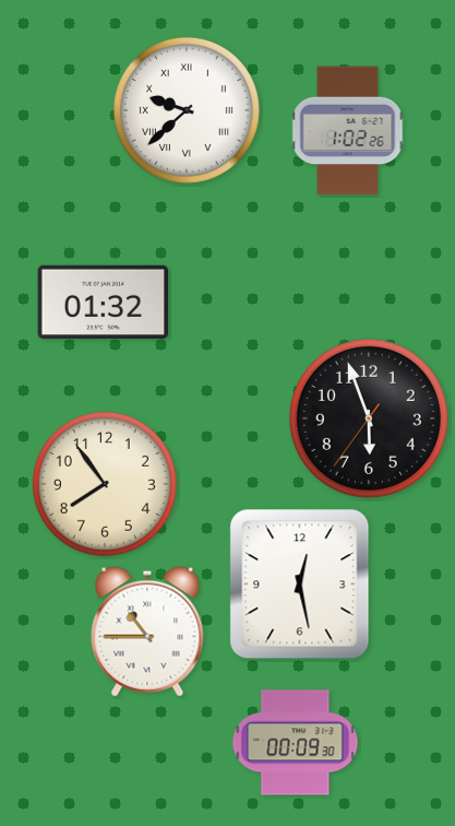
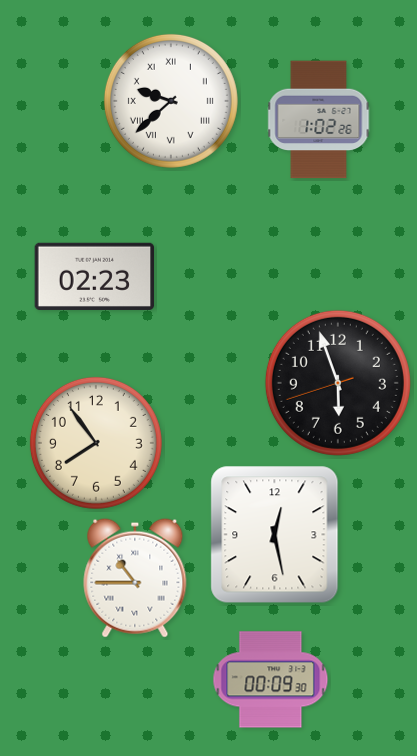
clock at (104, 302): 01:32 -> 02:23
clock at (369, 418): 5:56:36 -> 5:56:42
